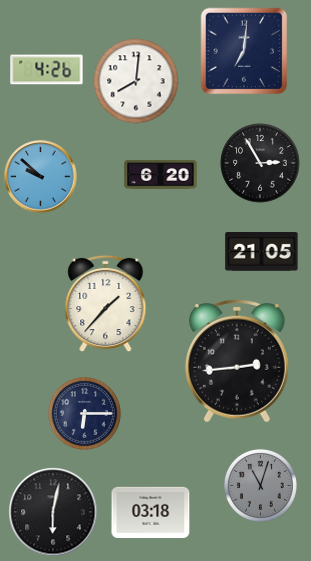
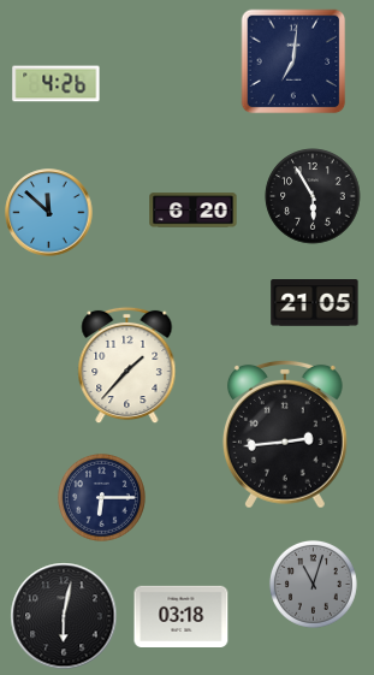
clock at (136, 81): 8:01 -> none
clock at (260, 163): 2:55 -> 5:55
clock at (41, 177): 9:52 -> 11:52
